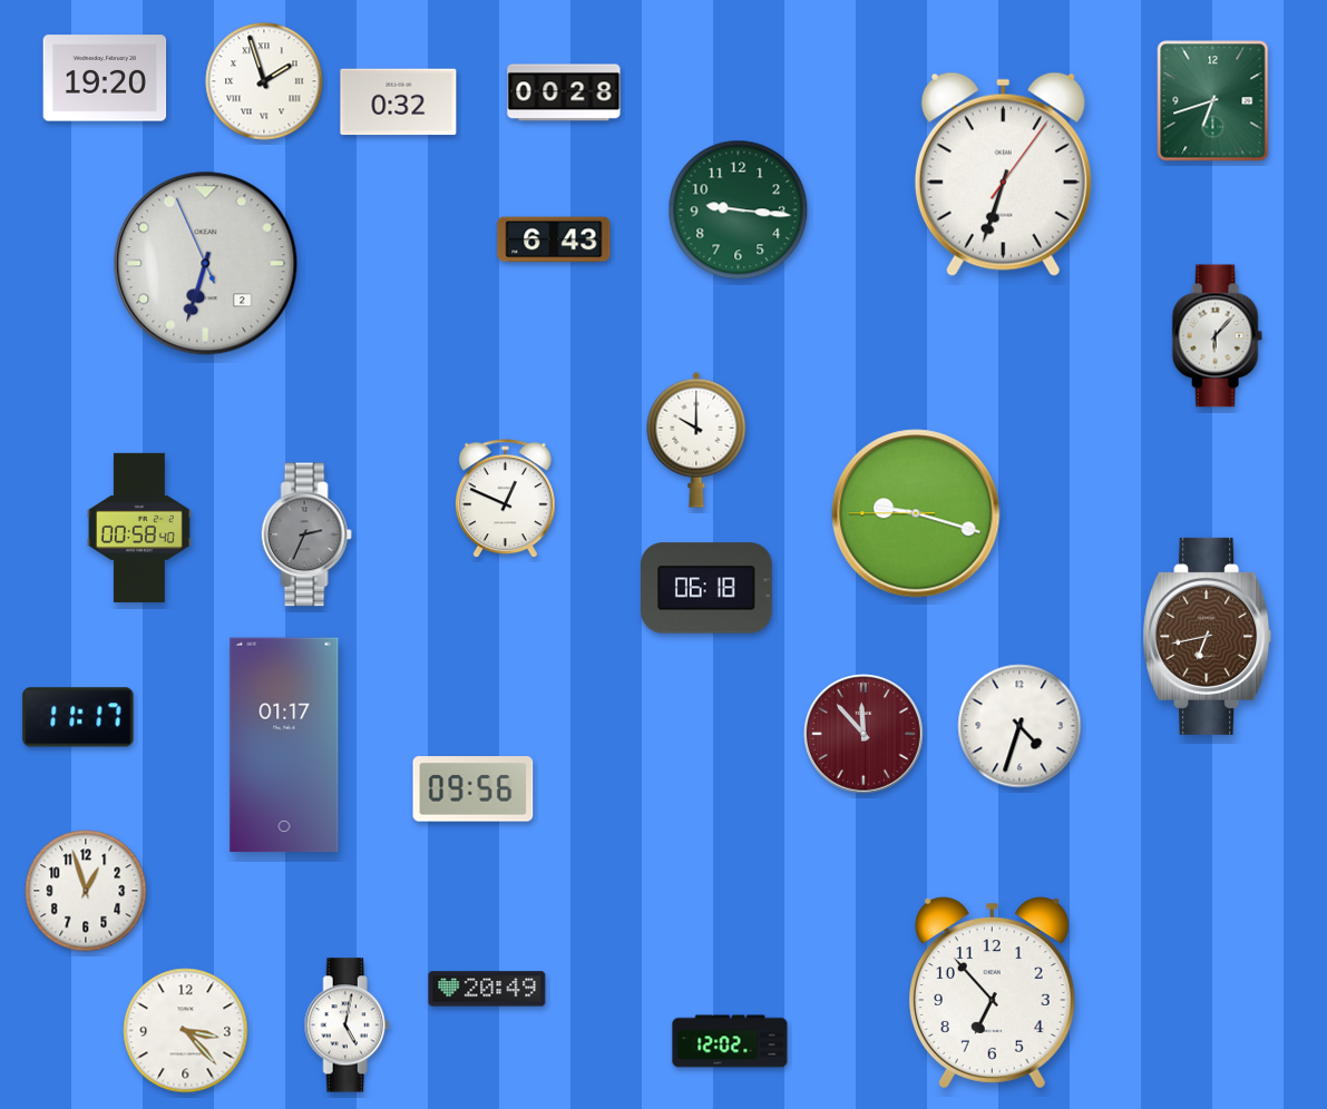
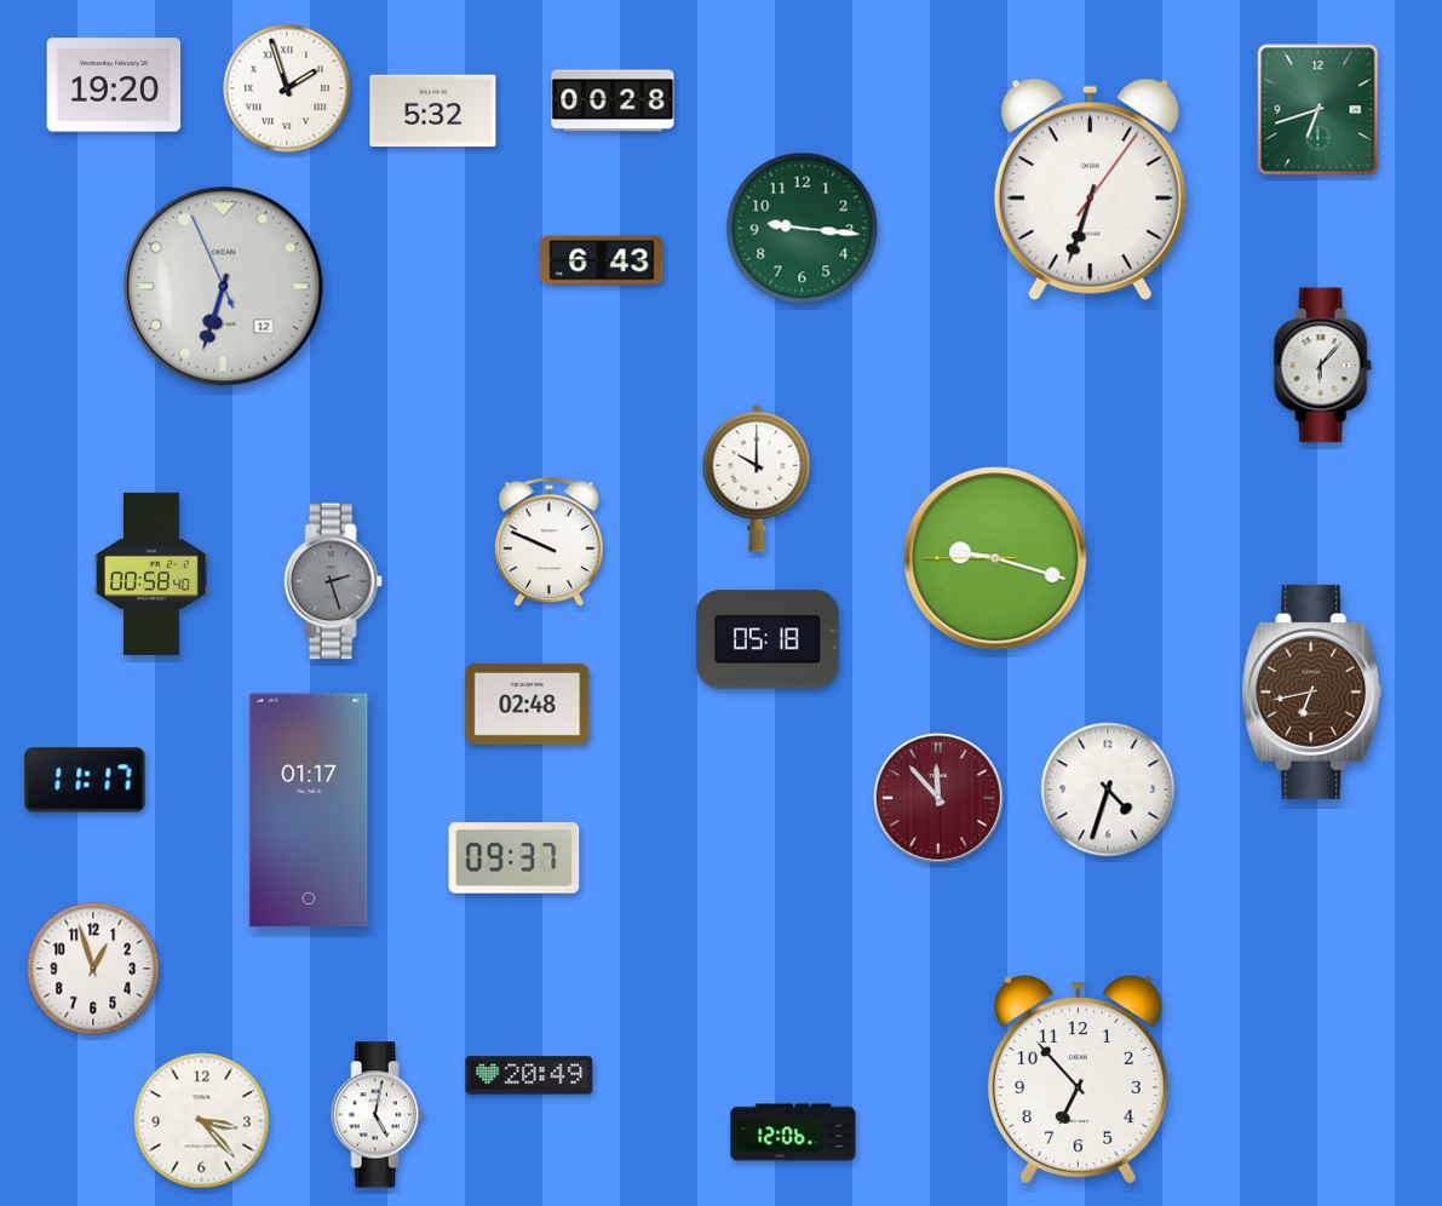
clock at (399, 102): 0:32 -> 5:32
clock at (206, 264) date: 2 -> 12
clock at (505, 499): 12:49 -> 9:49
clock at (306, 534): 2:34 -> 2:27
clock at (706, 588): 06:18 -> 05:18
clock at (528, 703): none -> 02:48
clock at (474, 789): 09:56 -> 09:37
clock at (730, 1041): 12:02 -> 12:06
